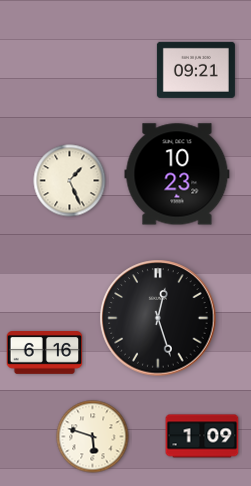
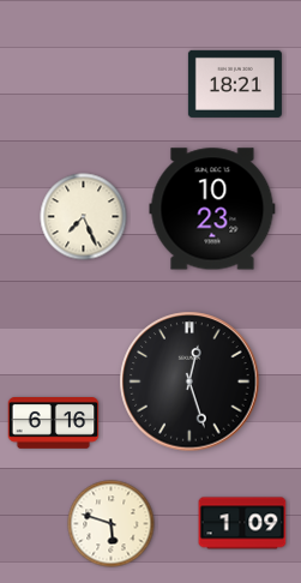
clock at (196, 70): 09:21 -> 18:21
clock at (70, 181): 1:26 -> 7:26
